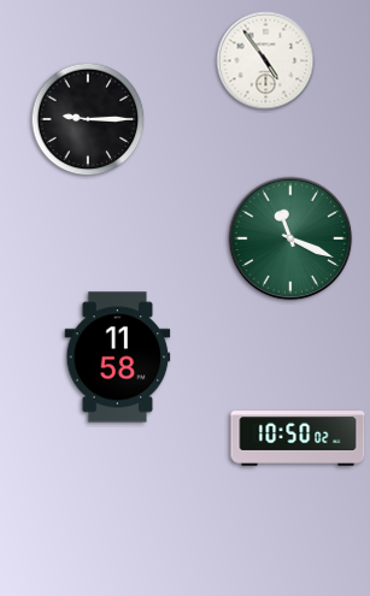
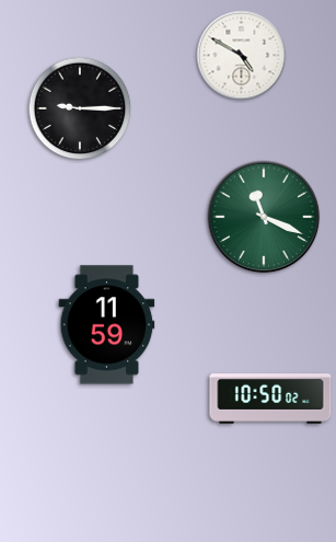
clock at (266, 61): 4:54 -> 4:50
clock at (118, 358): 11:58 -> 11:59
